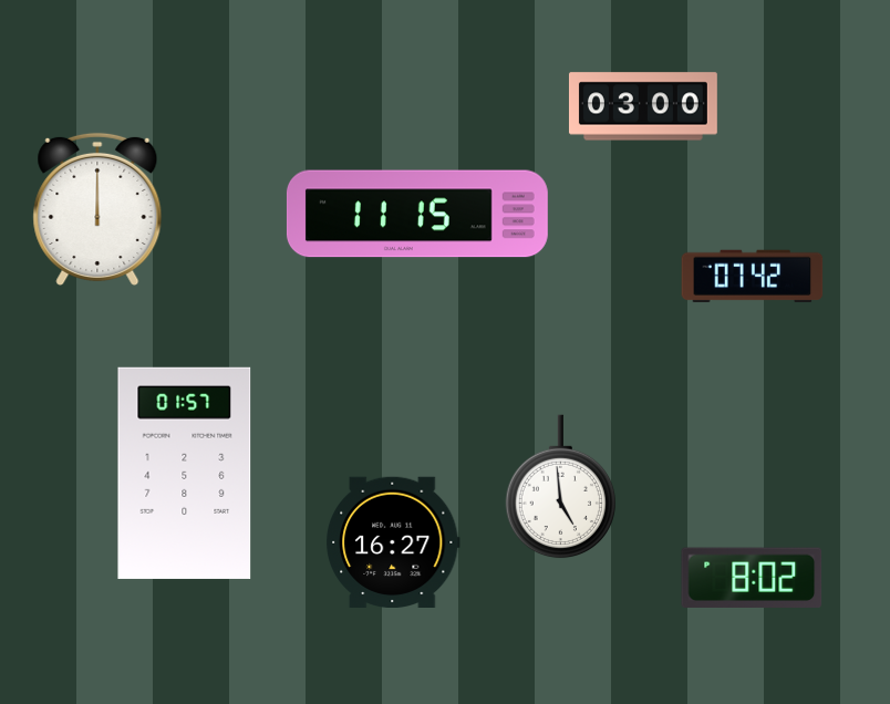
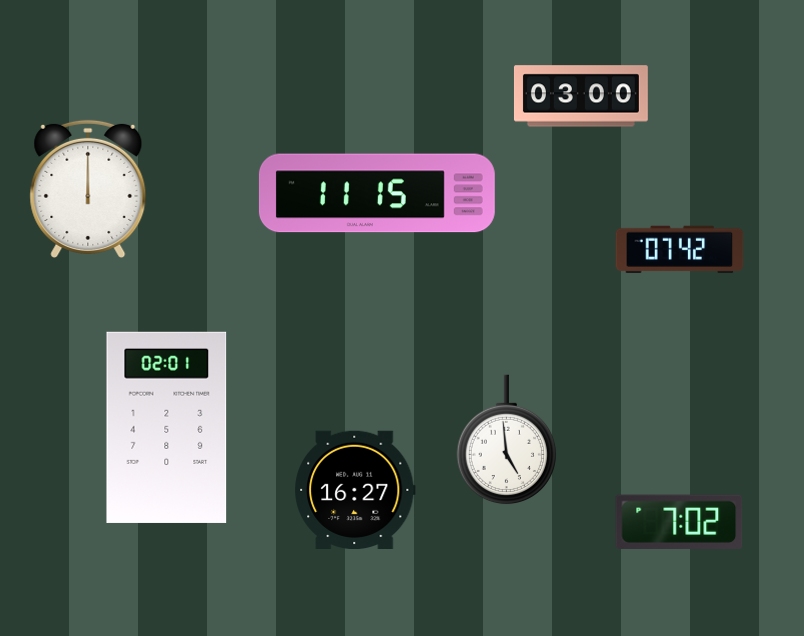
clock at (185, 473): 01:57 -> 02:01
clock at (752, 578): 8:02 -> 7:02
